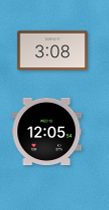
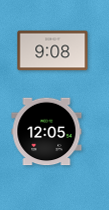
clock at (53, 51): 3:08 -> 9:08
